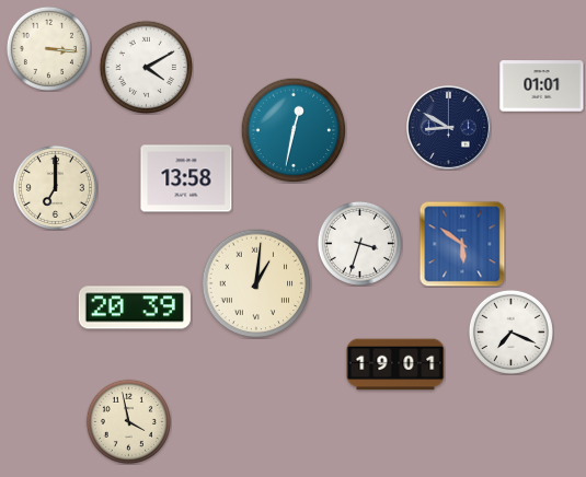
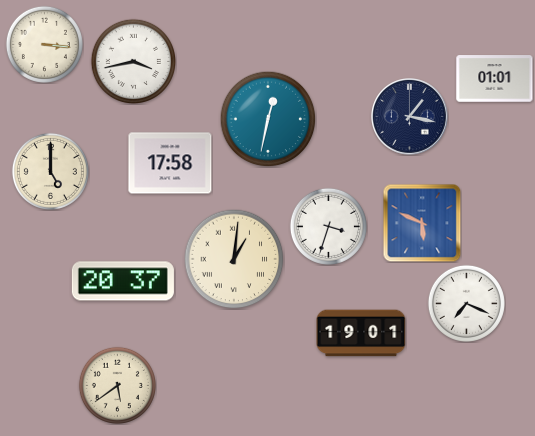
clock at (146, 67): 4:10 -> 3:43
clock at (449, 128): 8:50 -> 1:17
clock at (186, 178): 13:58 -> 17:58
clock at (55, 187): 7:00 -> 5:00
clock at (359, 243) position: (359, 243) -> (328, 226)
clock at (462, 244): 5:51 -> 5:49
clock at (135, 307): 20:39 -> 20:37
clock at (128, 421): 3:58 -> 5:39
